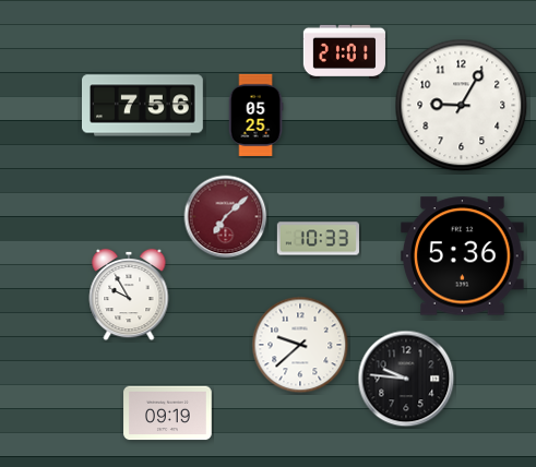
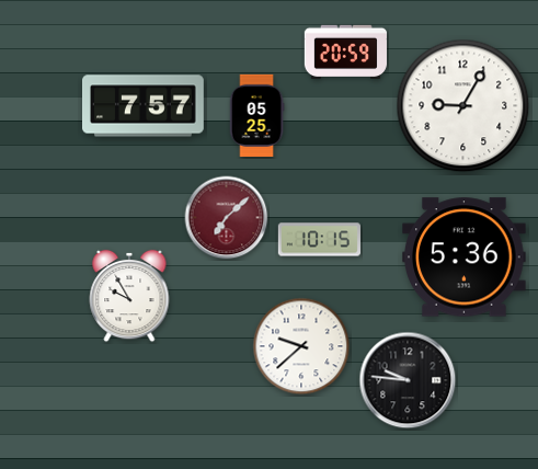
clock at (344, 52): 21:01 -> 20:59
clock at (143, 106): 7:56 -> 7:57
clock at (318, 239): 10:33 -> 10:15
clock at (168, 414): 09:19 -> none
